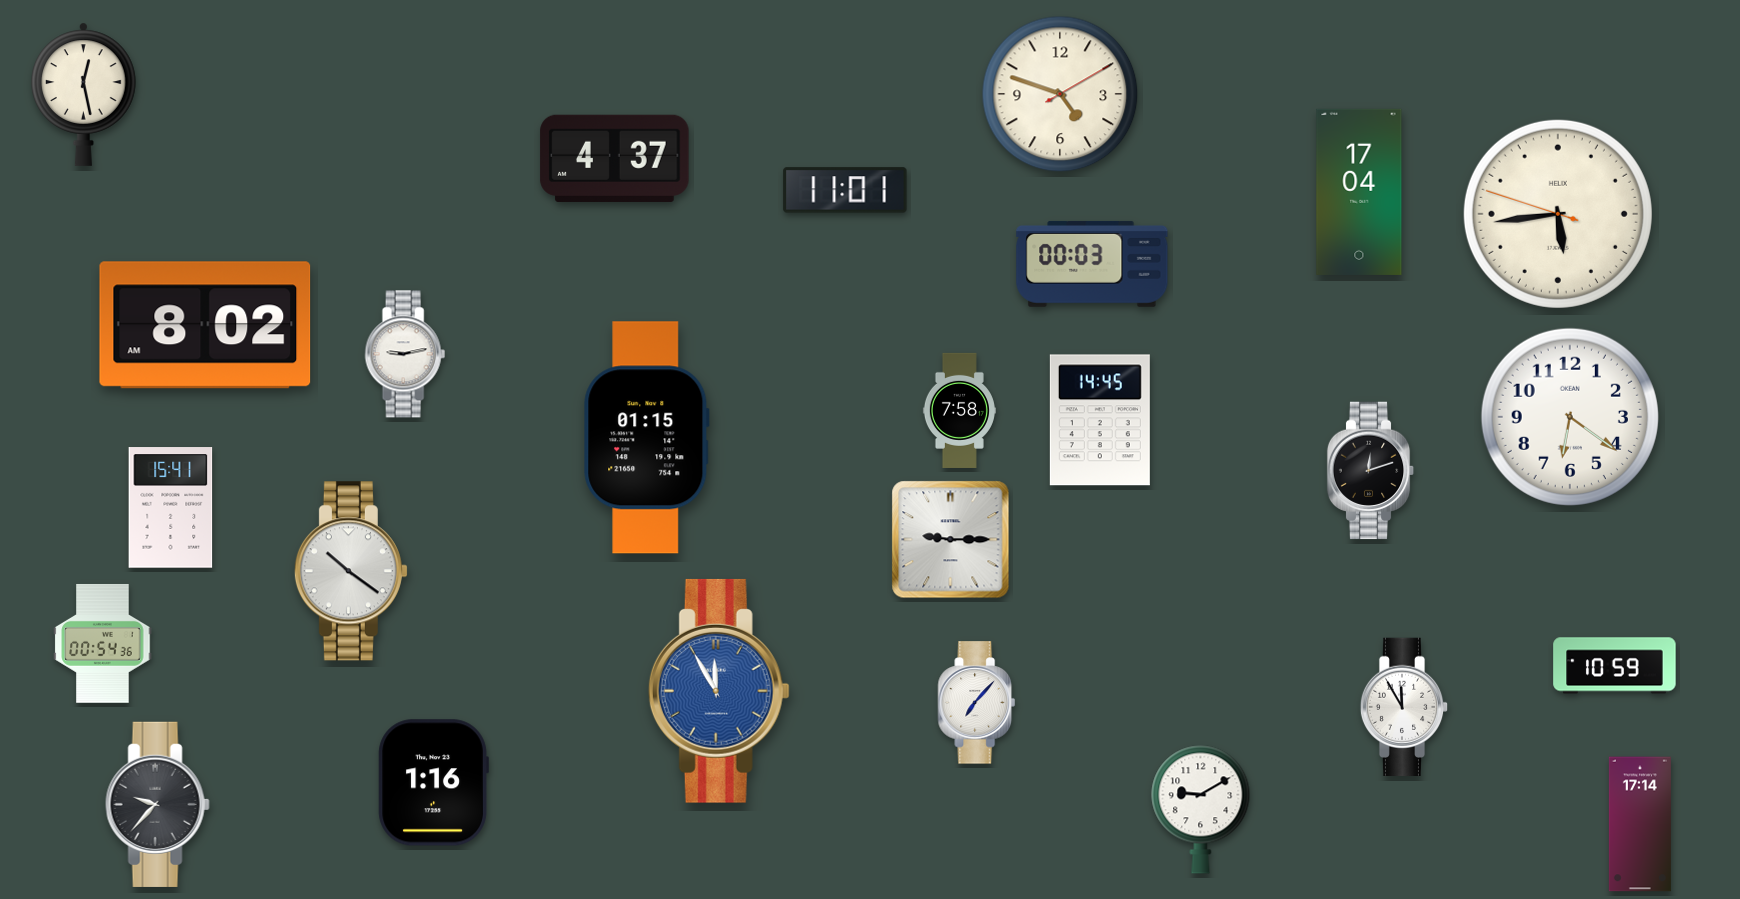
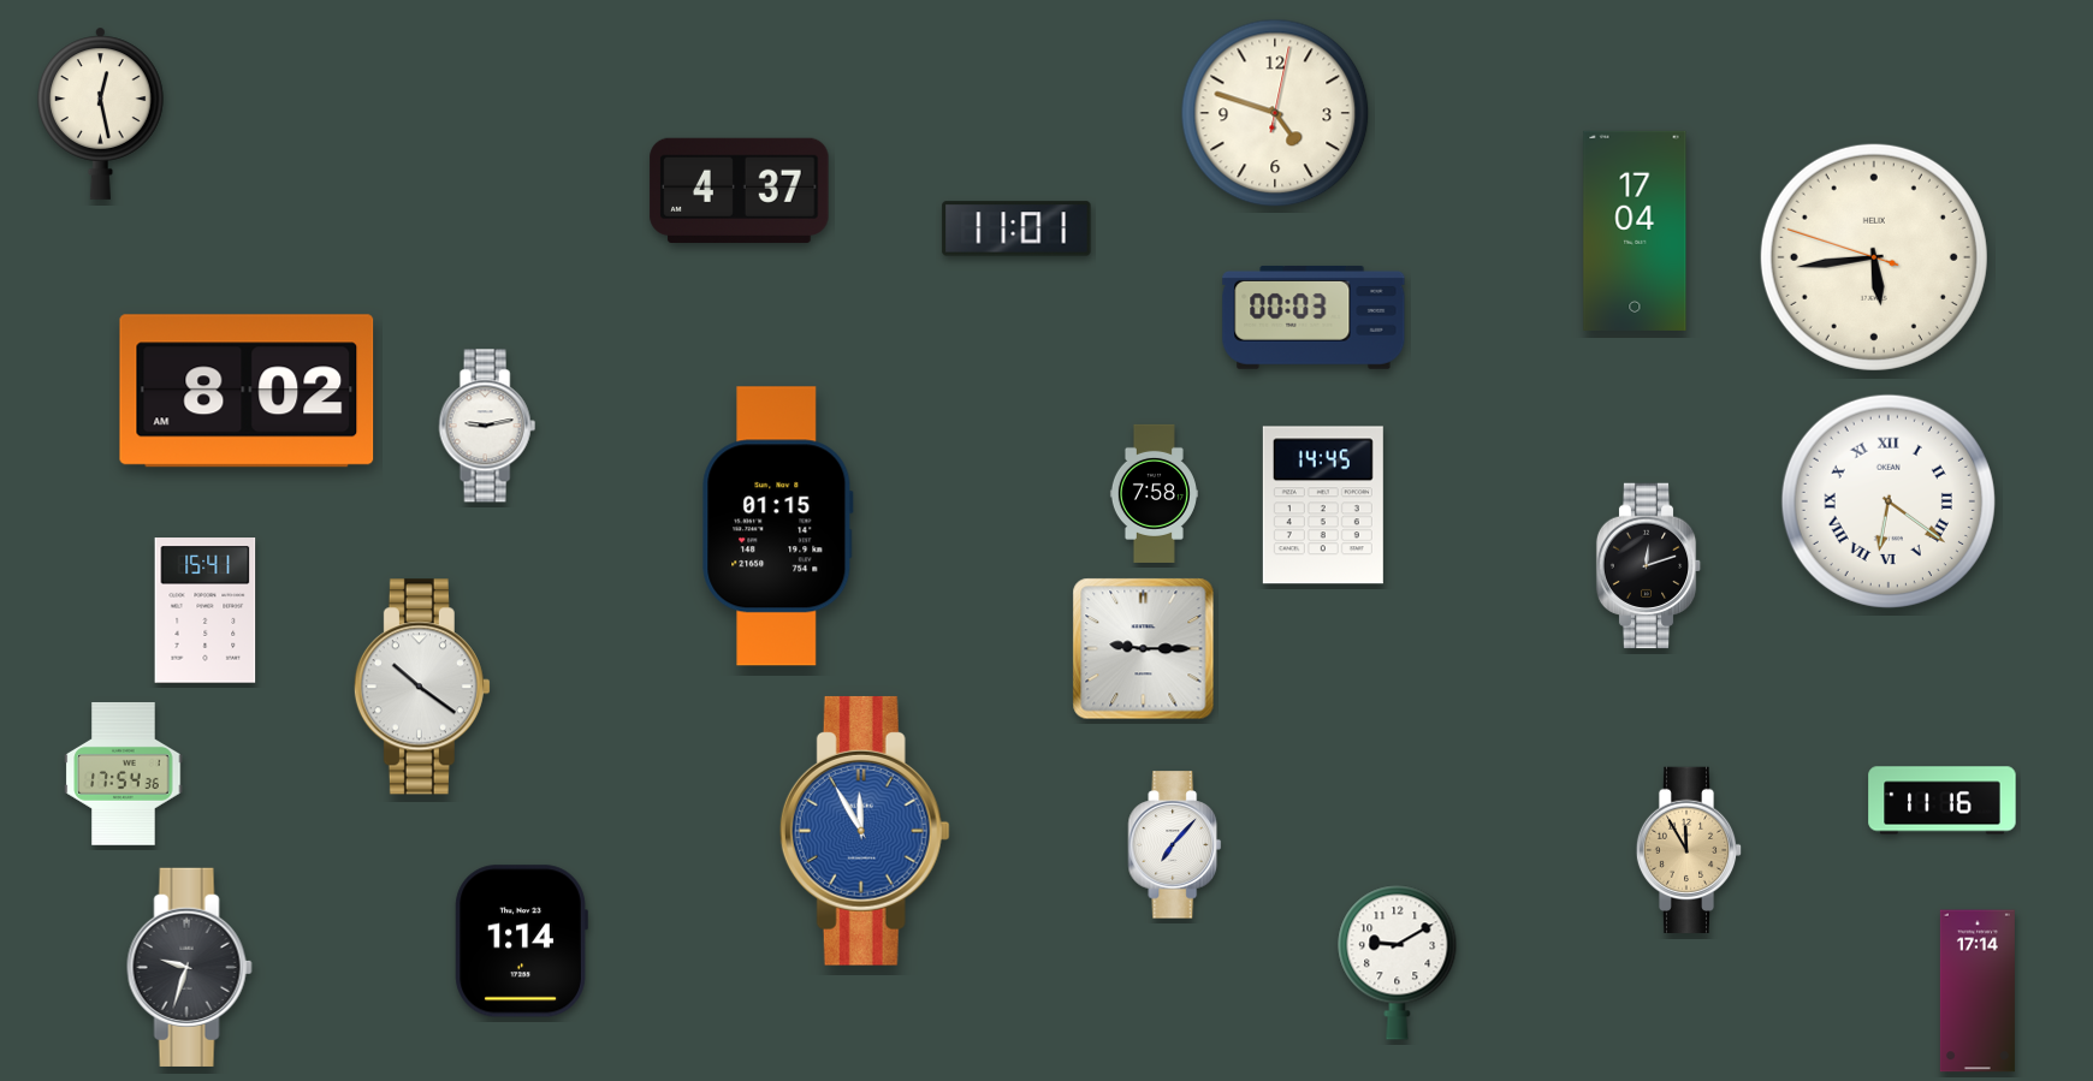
clock at (1060, 94): 4:48:10 -> 4:48:02
clock at (1570, 417) numerals: Arabic -> Roman
clock at (103, 643): 00:54 -> 17:54
clock at (1615, 666): 10:59 -> 11:16
clock at (1404, 706) dial: white -> champagne
clock at (433, 783): 1:16 -> 1:14
clock at (157, 804): 9:37 -> 9:33
clock at (1201, 809) position: (1201, 809) -> (1398, 962)
clock at (1640, 824) position: (1640, 824) -> (1978, 991)
